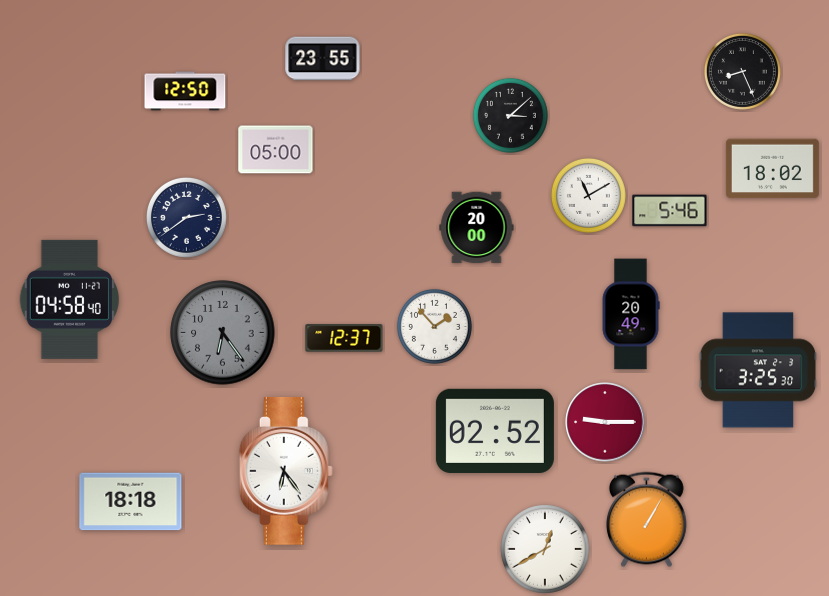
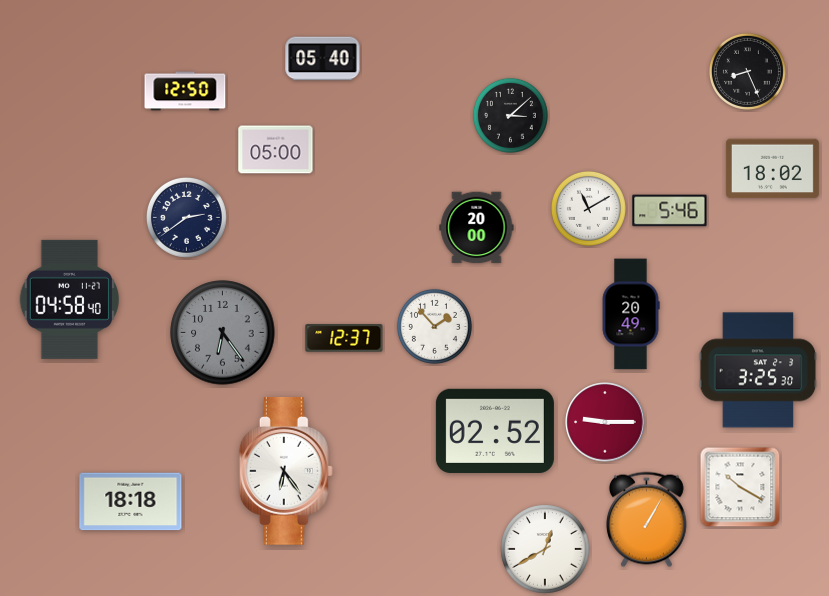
clock at (323, 59): 23:55 -> 05:40
clock at (742, 71) position: (742, 71) -> (747, 71)
clock at (588, 195) position: (588, 195) -> (588, 208)
clock at (740, 487): none -> 10:20
